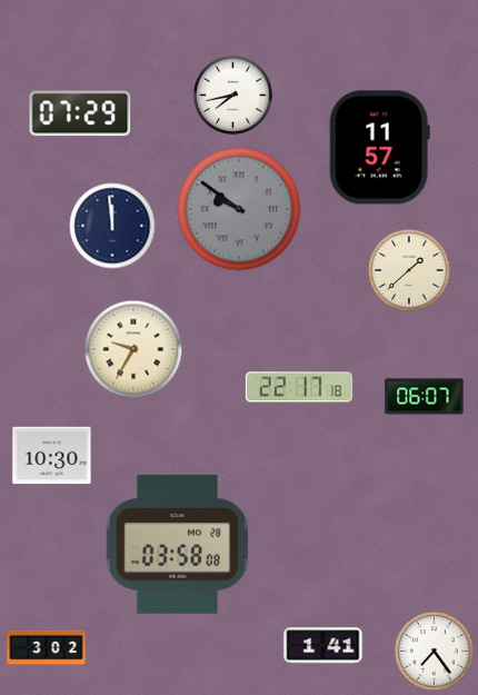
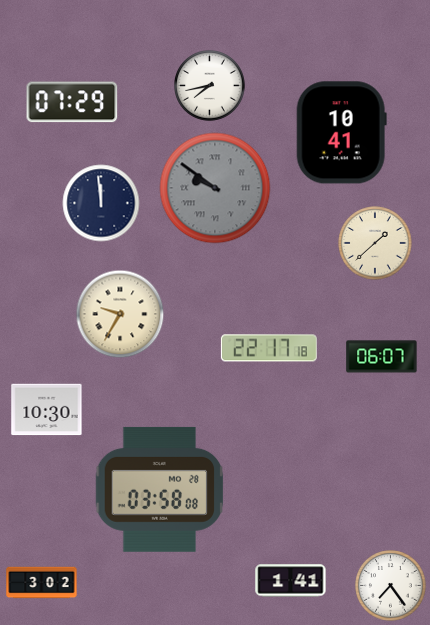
clock at (379, 148): 11:57 -> 10:41
clock at (409, 270) position: (409, 270) -> (375, 243)
